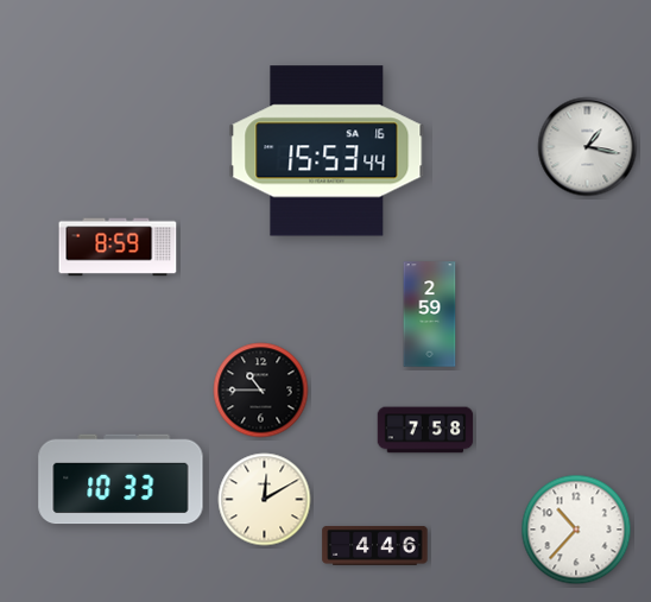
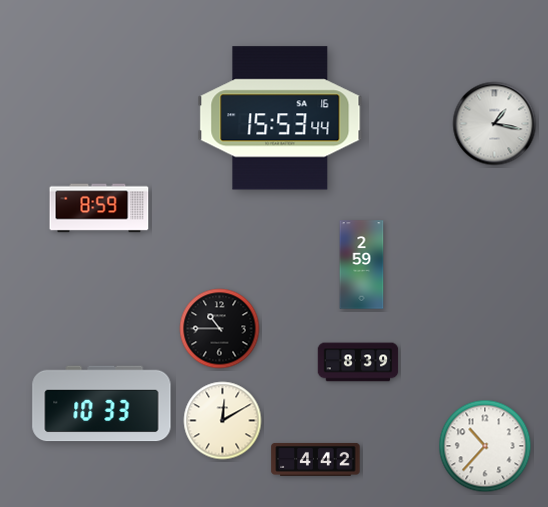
clock at (327, 151) position: (327, 151) -> (280, 118)
clock at (425, 430): 7:58 -> 8:39
clock at (375, 545): 4:46 -> 4:42
